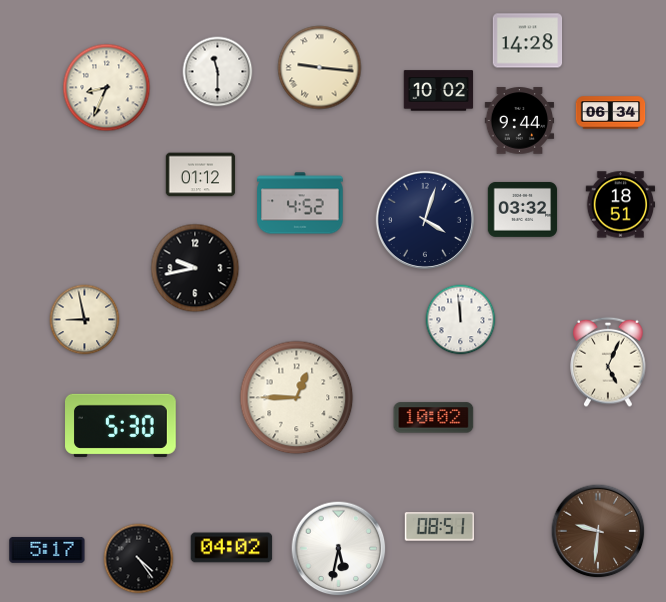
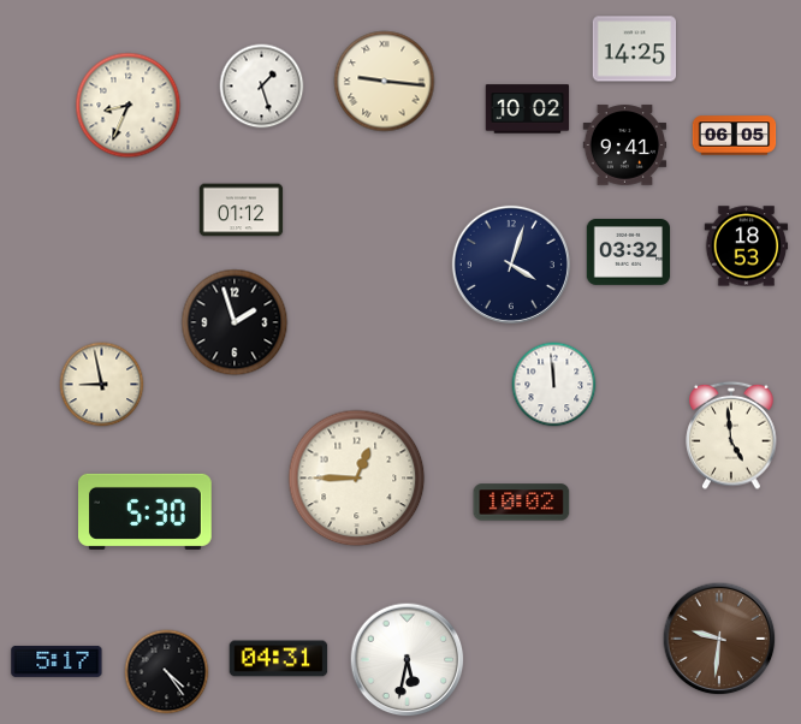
clock at (528, 41): 14:28 -> 14:25
clock at (218, 72): 11:30 -> 1:27
clock at (611, 113): 06:34 -> 06:05
clock at (520, 121): 9:44 -> 9:41
clock at (300, 203): 4:52 -> none
clock at (621, 205): 18:51 -> 18:53
clock at (195, 268): 9:43 -> 1:57
clock at (608, 362): 5:04 -> 4:59
clock at (440, 527): 08:51 -> none
clock at (232, 548): 04:02 -> 04:31
